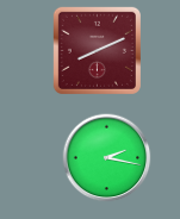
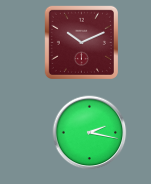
clock at (97, 50): 8:11 -> 10:11
